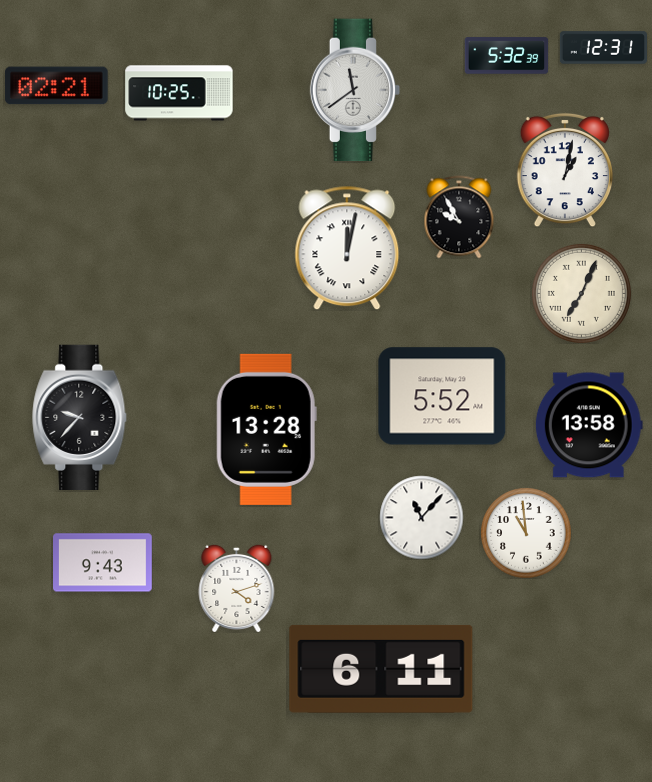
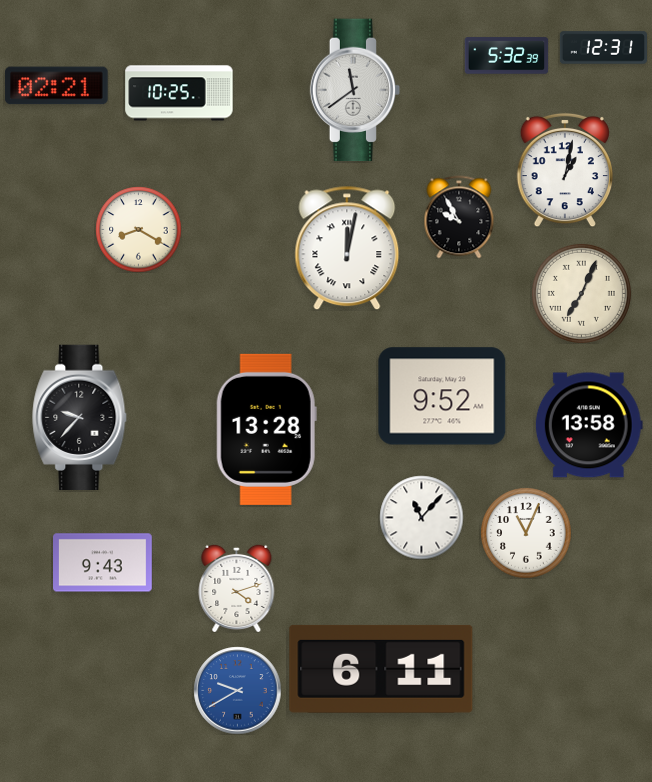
clock at (138, 229): none -> 8:20
clock at (442, 396): 5:52 -> 9:52
clock at (526, 533): 10:59 -> 11:04
clock at (237, 690): none -> 9:40
